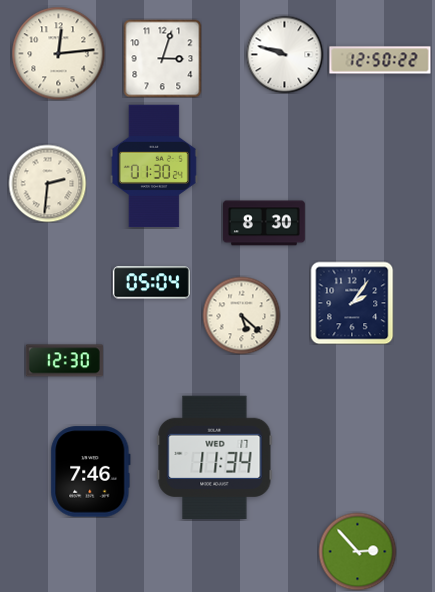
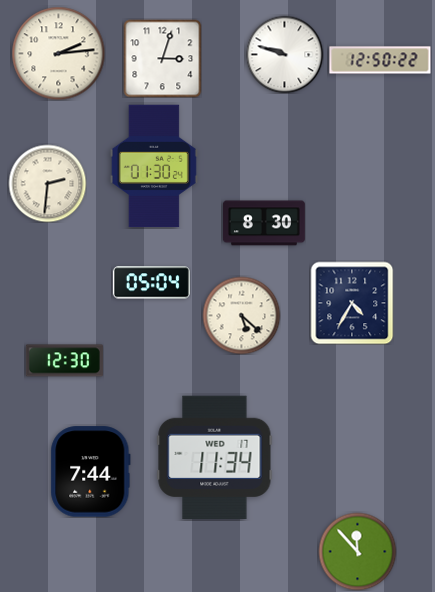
clock at (58, 53): 12:14 -> 2:14
clock at (352, 303): 2:06 -> 4:35
clock at (91, 472): 7:46 -> 7:44
clock at (357, 551): 2:53 -> 11:53
